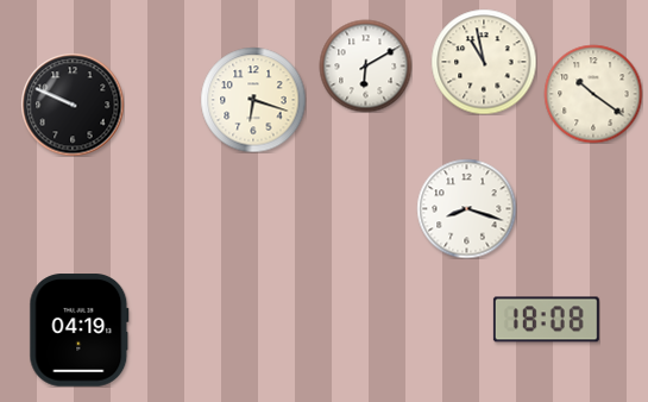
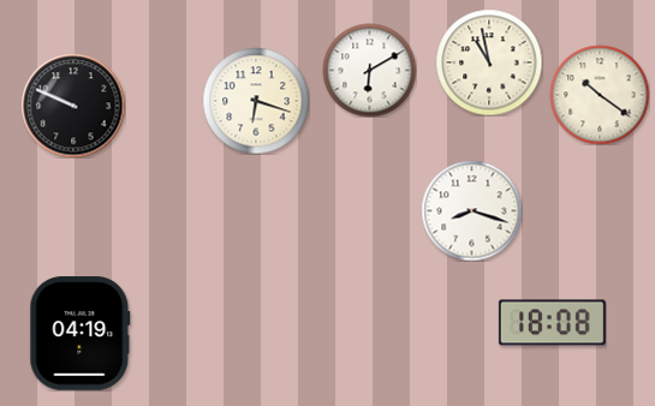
clock at (365, 65) position: (365, 65) -> (369, 70)
